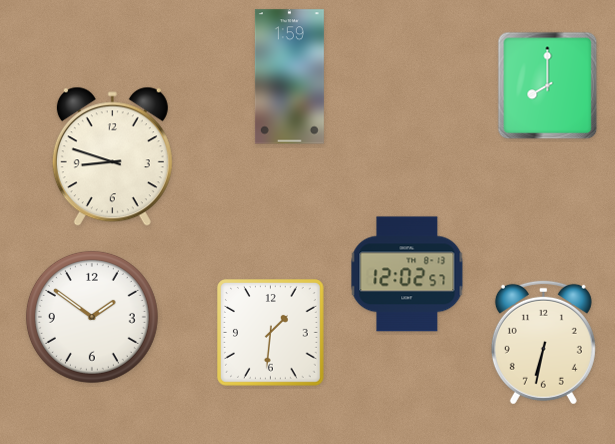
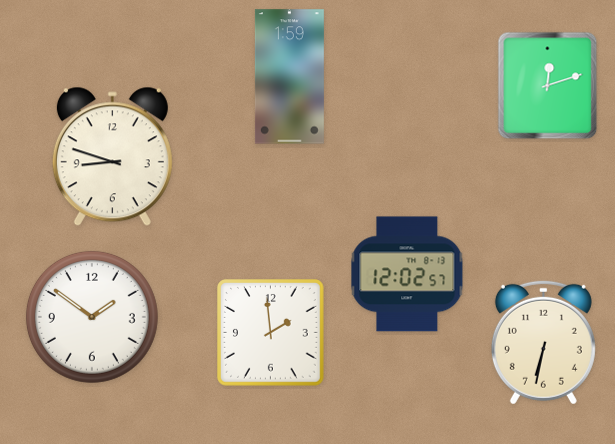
clock at (548, 86): 8:00 -> 12:12
clock at (271, 333): 1:31 -> 1:59
